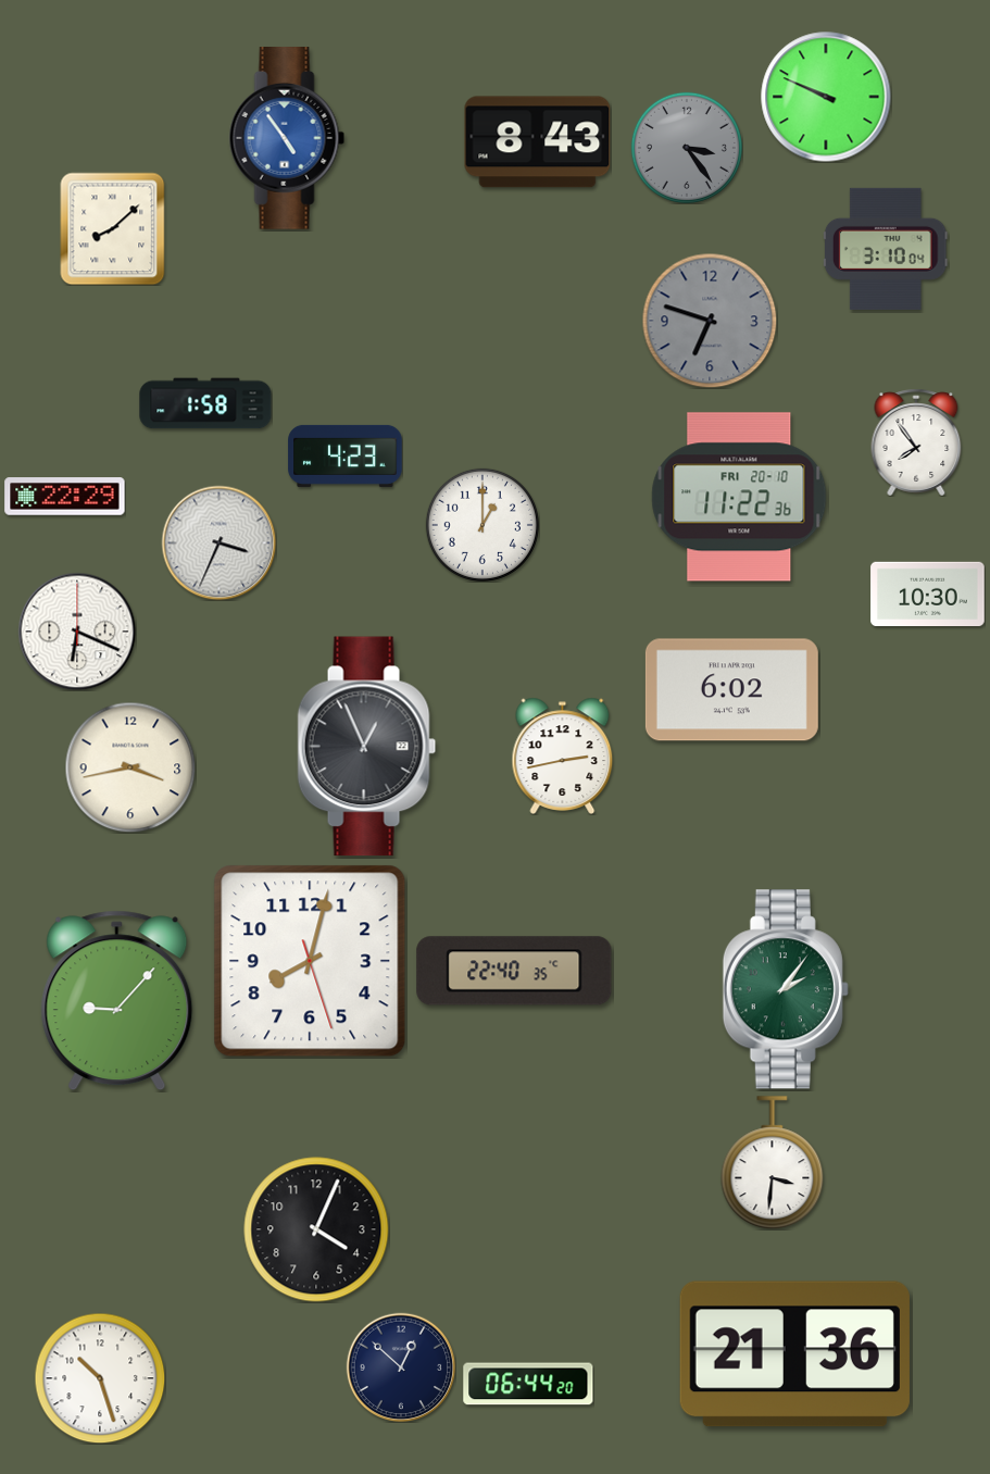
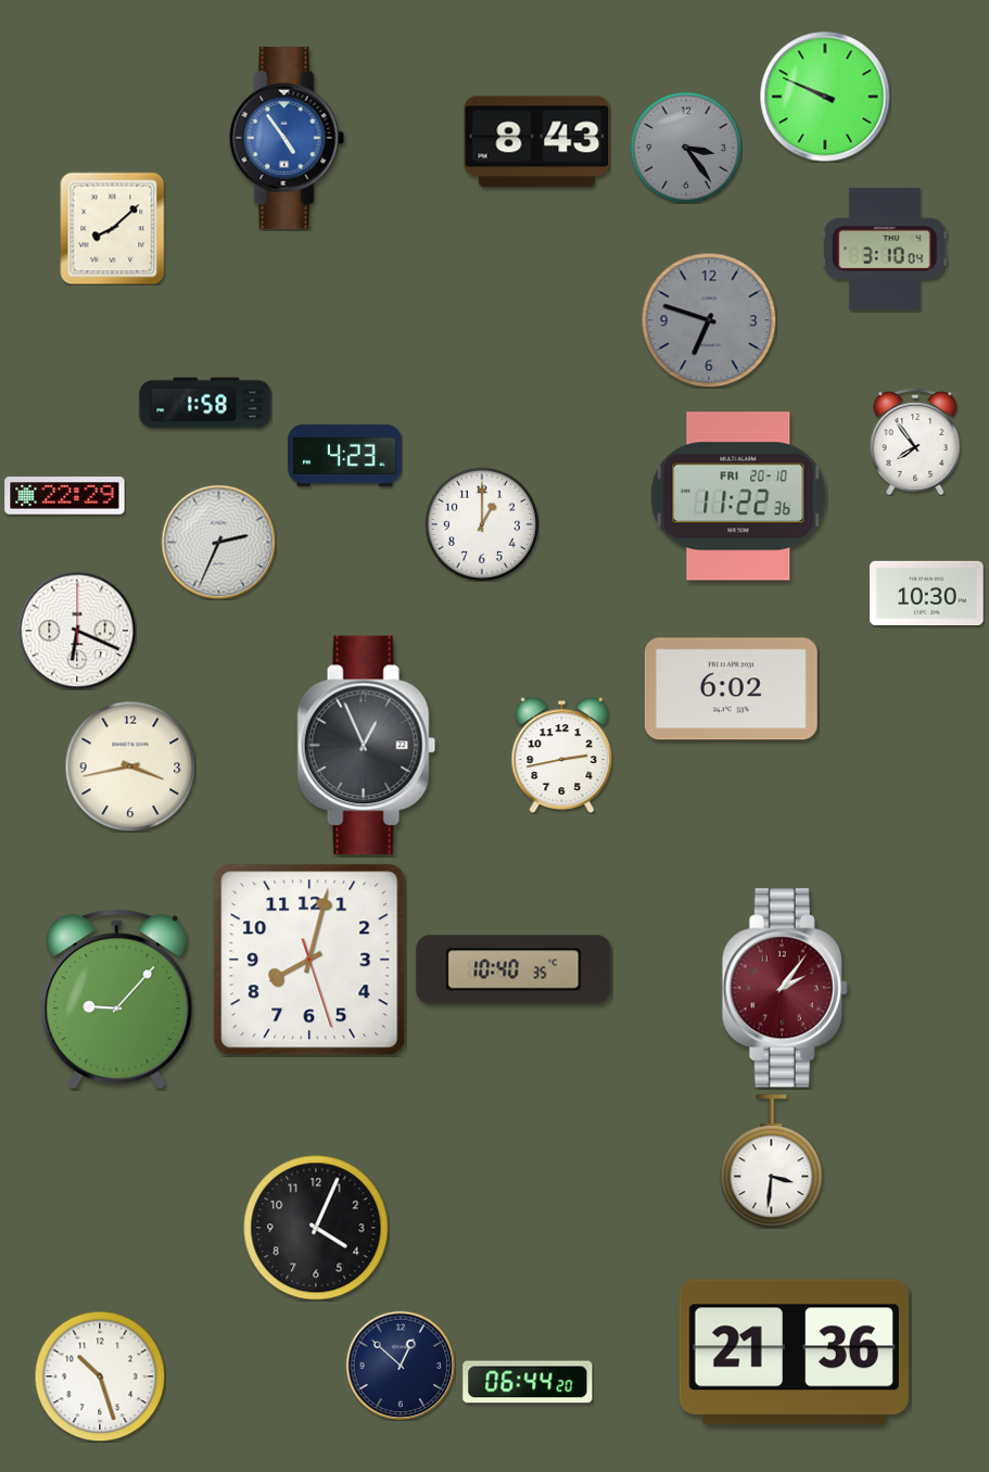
clock at (218, 542): 3:34 -> 2:34
clock at (514, 971): 22:40 -> 10:40
clock at (786, 989) dial: green -> burgundy
